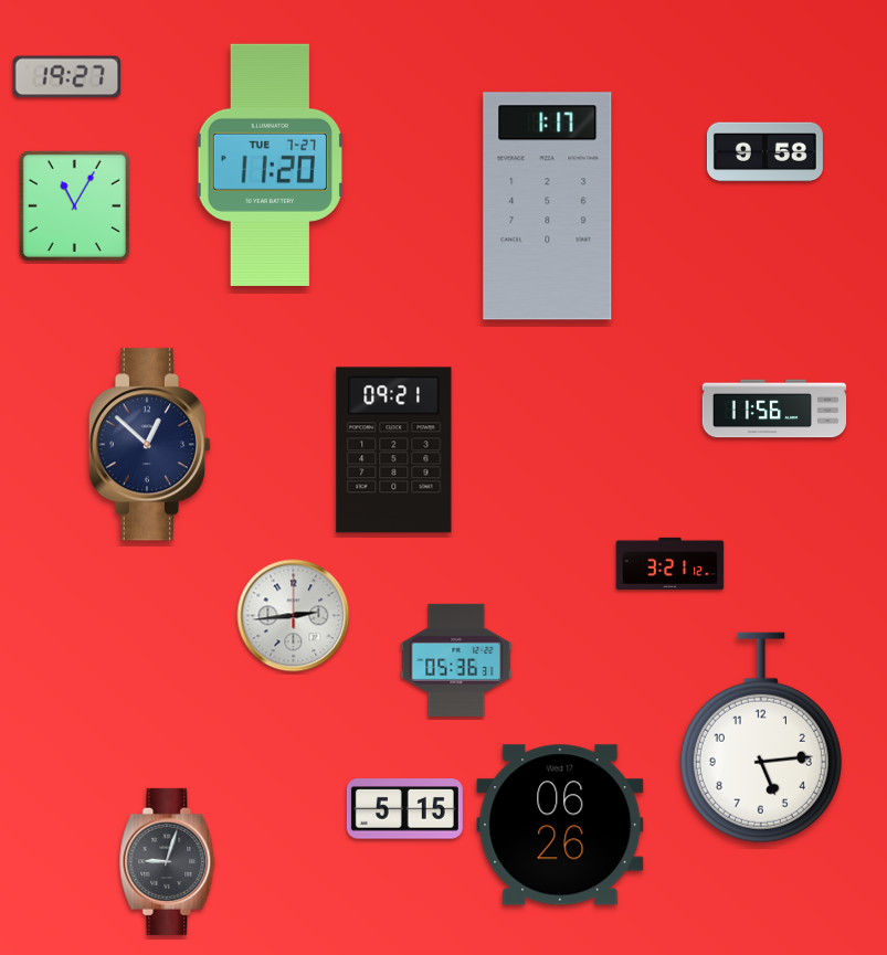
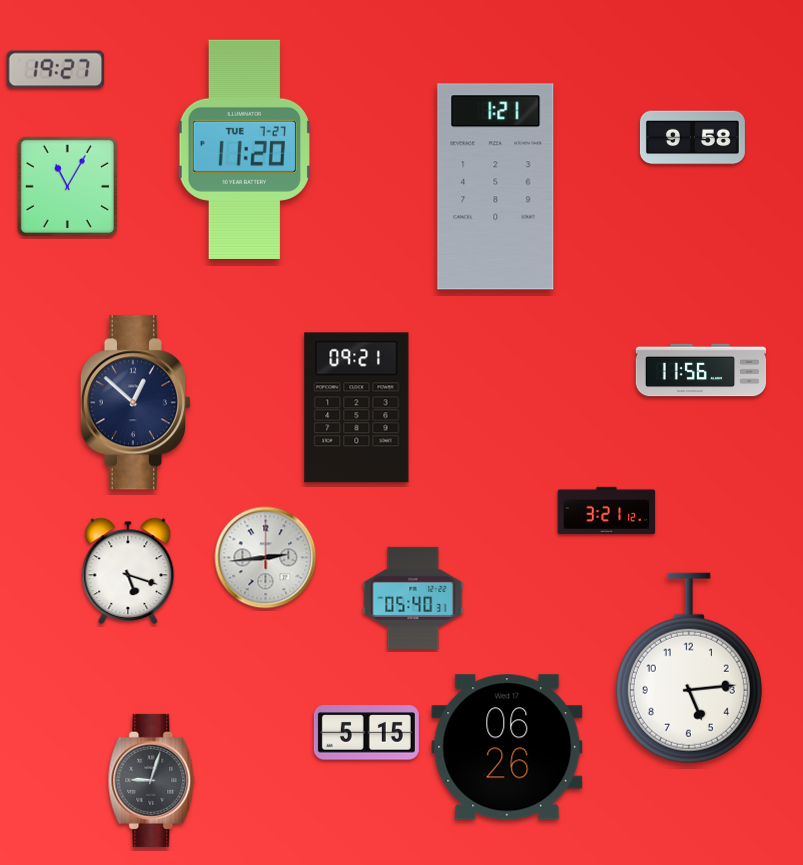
clock at (67, 77) position: (67, 77) -> (56, 70)
clock at (548, 206): 1:17 -> 1:21
clock at (128, 570): none -> 5:18
clock at (456, 660): 05:36 -> 05:40
